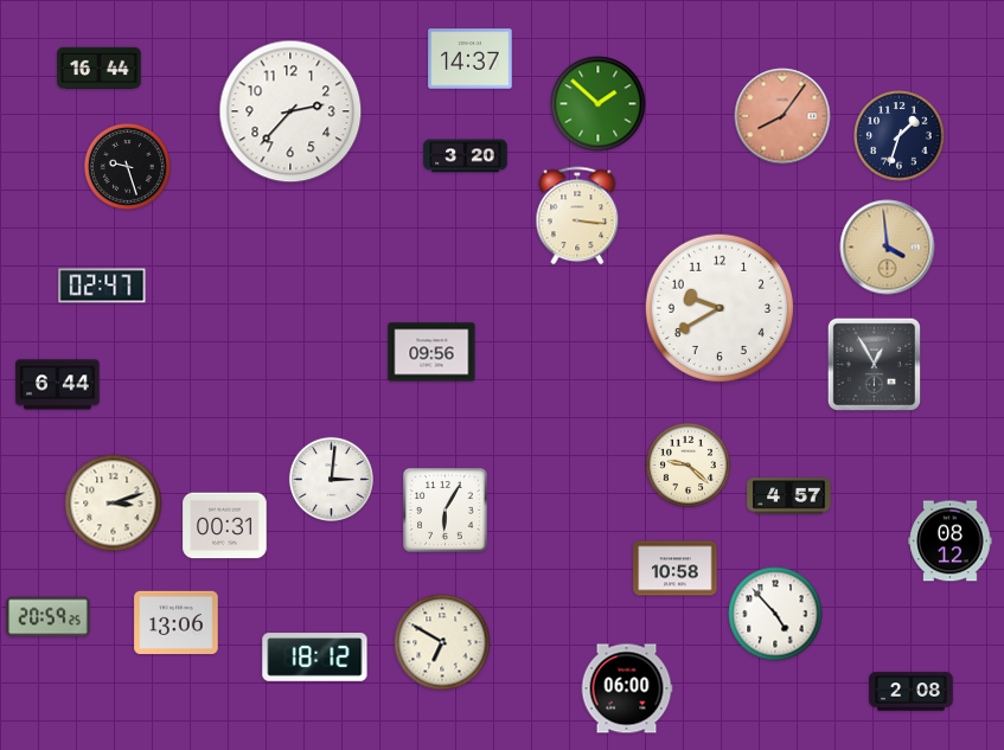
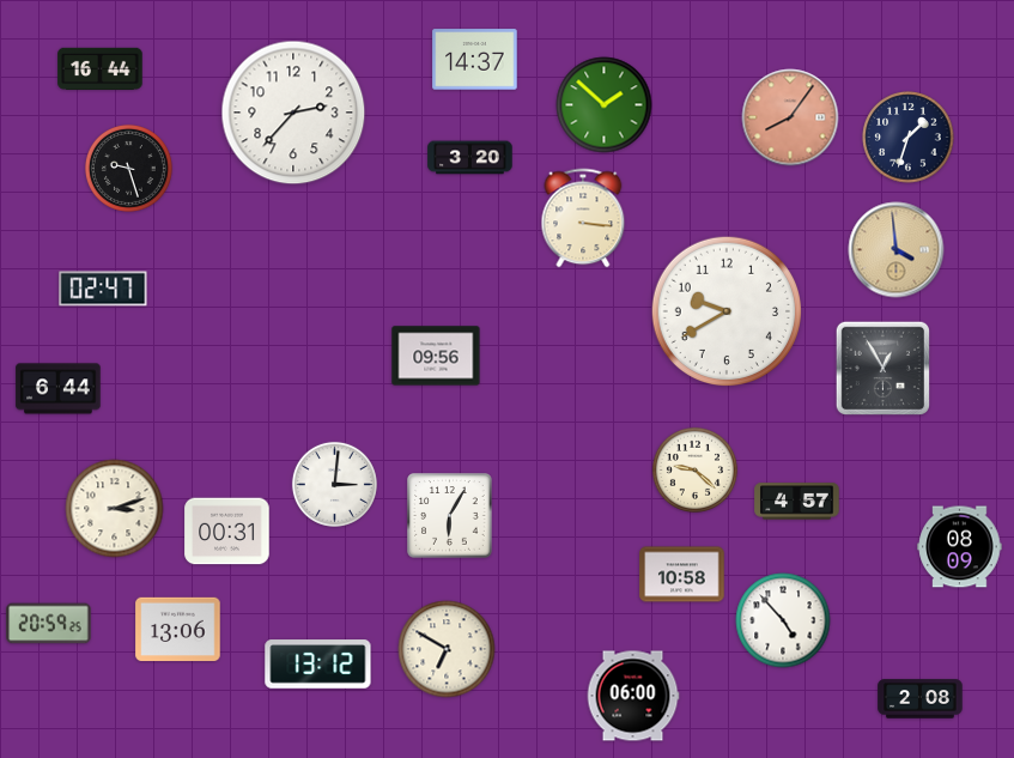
clock at (951, 541): 08:12 -> 08:09
clock at (315, 658): 18:12 -> 13:12
